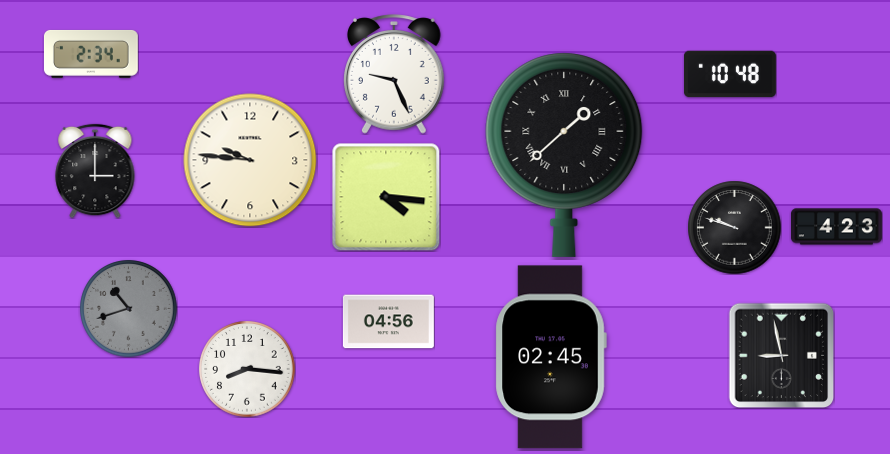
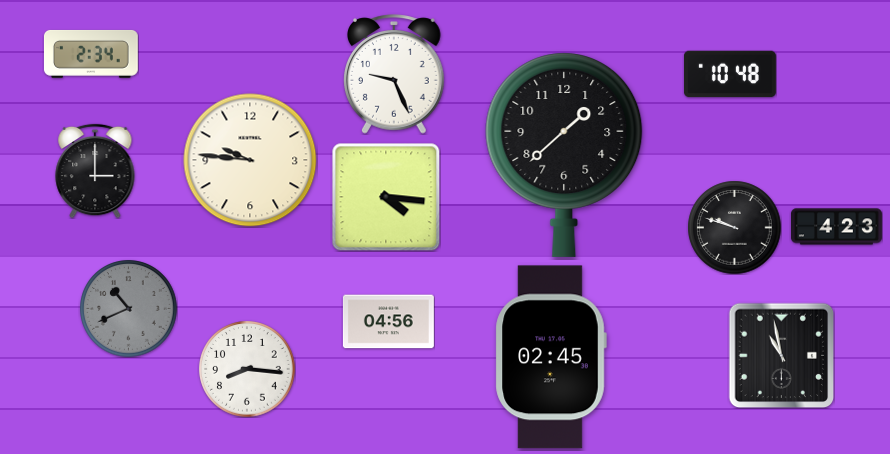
clock at (564, 155) numerals: Roman -> Arabic
clock at (129, 309): 10:42 -> 10:41
clock at (781, 355): 8:58 -> 10:58
